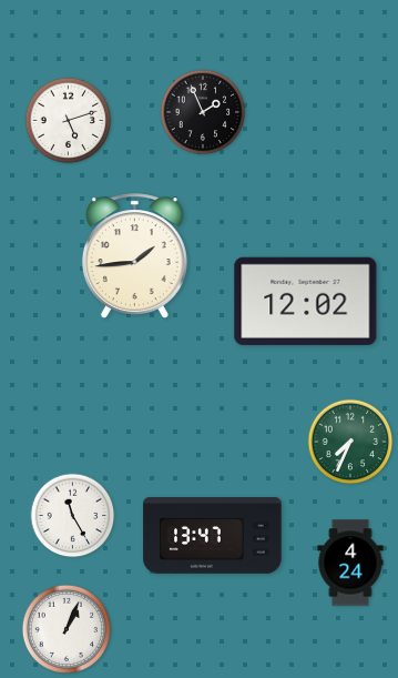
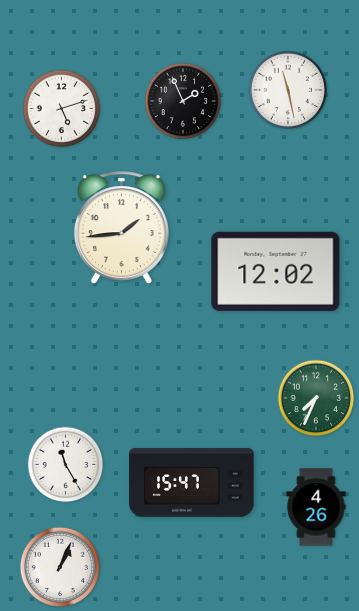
clock at (288, 90): none -> 11:28
clock at (134, 255) position: (134, 255) -> (121, 227)
clock at (213, 536): 13:47 -> 15:47
clock at (350, 563): 4:24 -> 4:26
